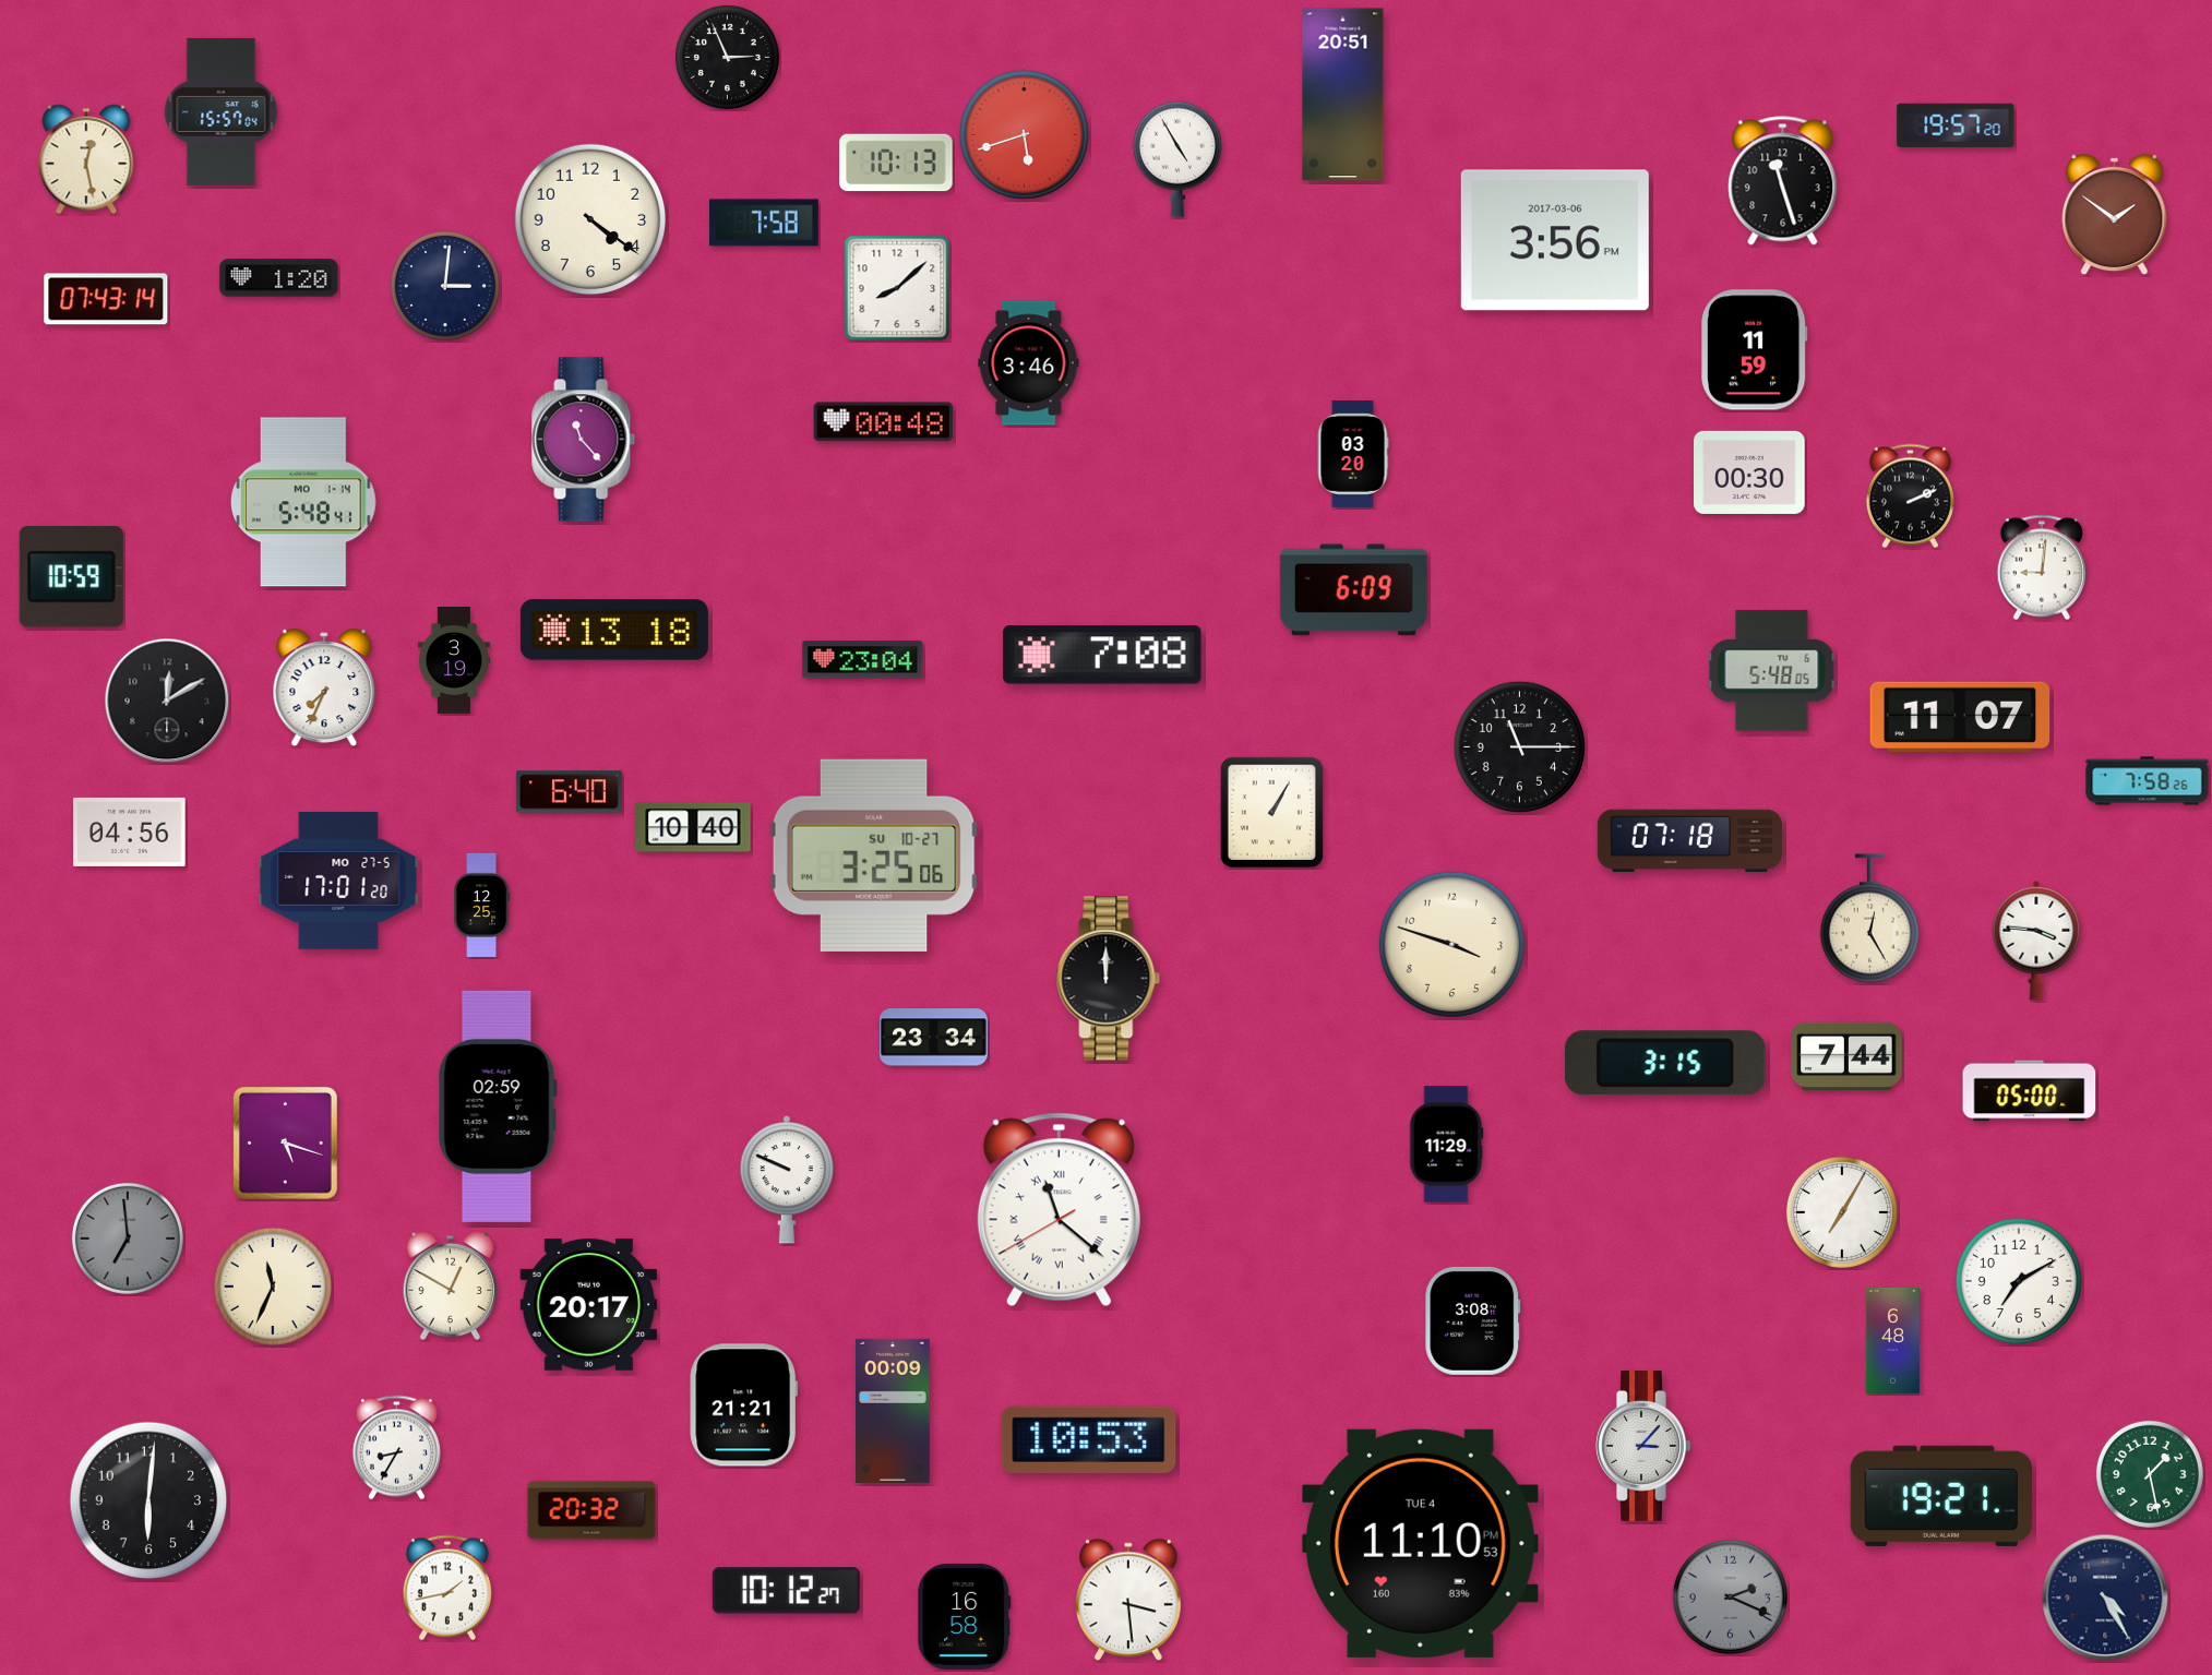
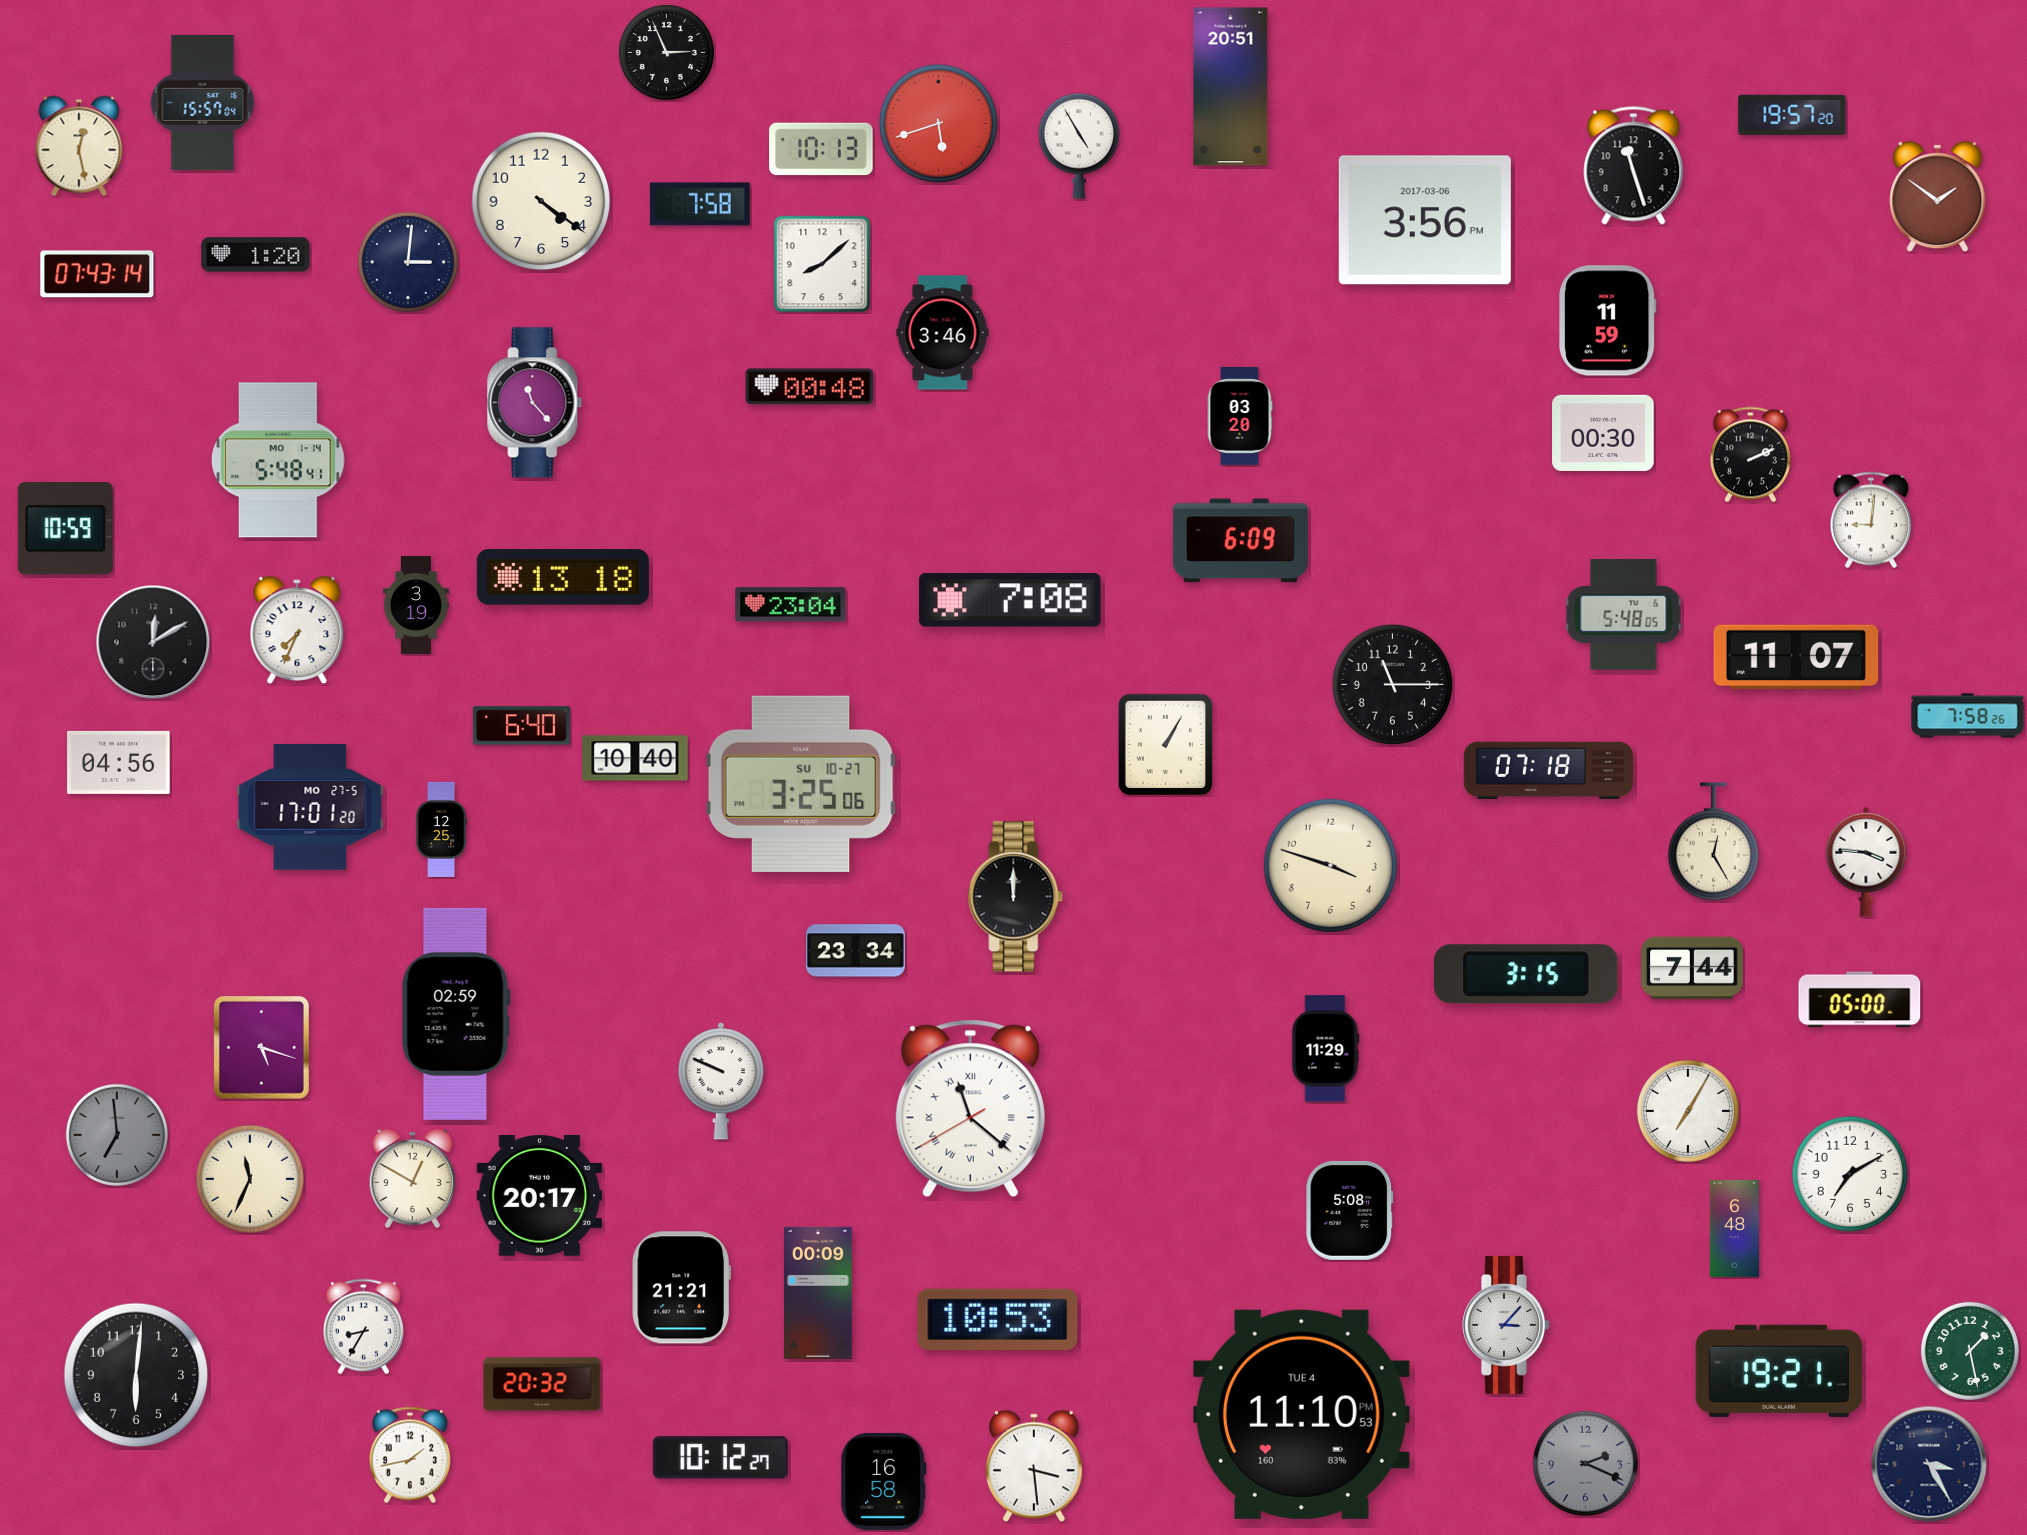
clock at (1473, 1320): 3:08 -> 5:08
clock at (2105, 1598): 4:25 -> 3:25
